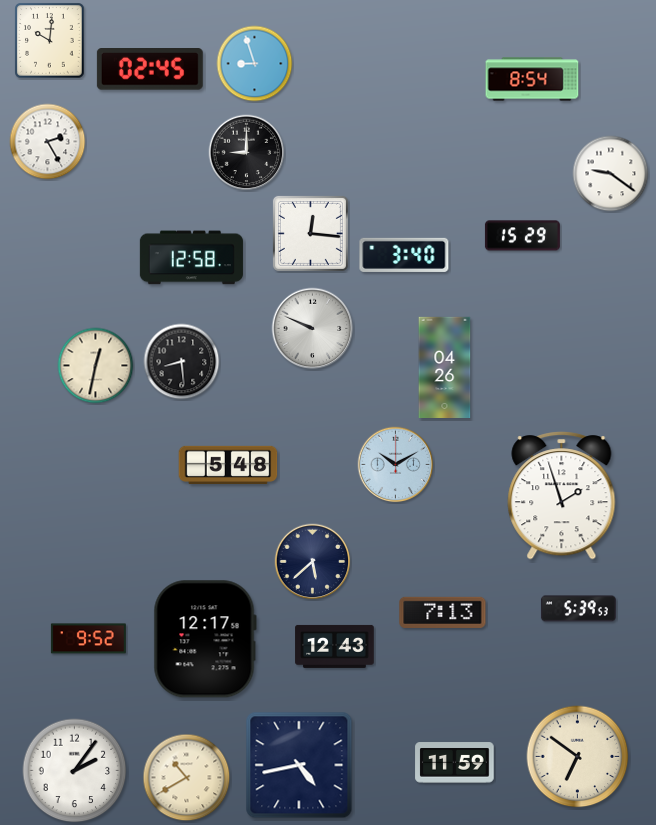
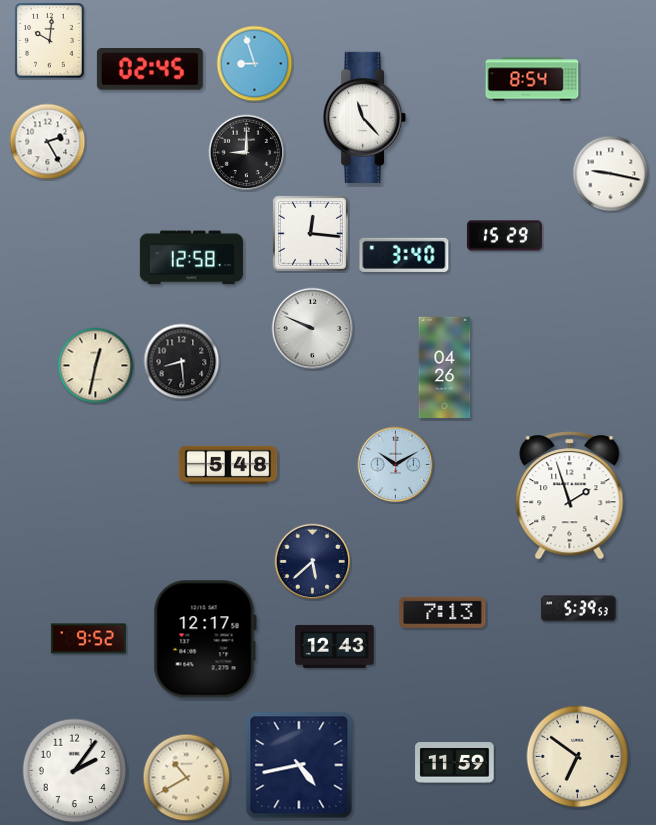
clock at (365, 117): none -> 11:23
clock at (611, 174): 9:21 -> 9:17
clock at (522, 236) position: (522, 236) -> (504, 236)
clock at (562, 496) position: (562, 496) -> (570, 496)
